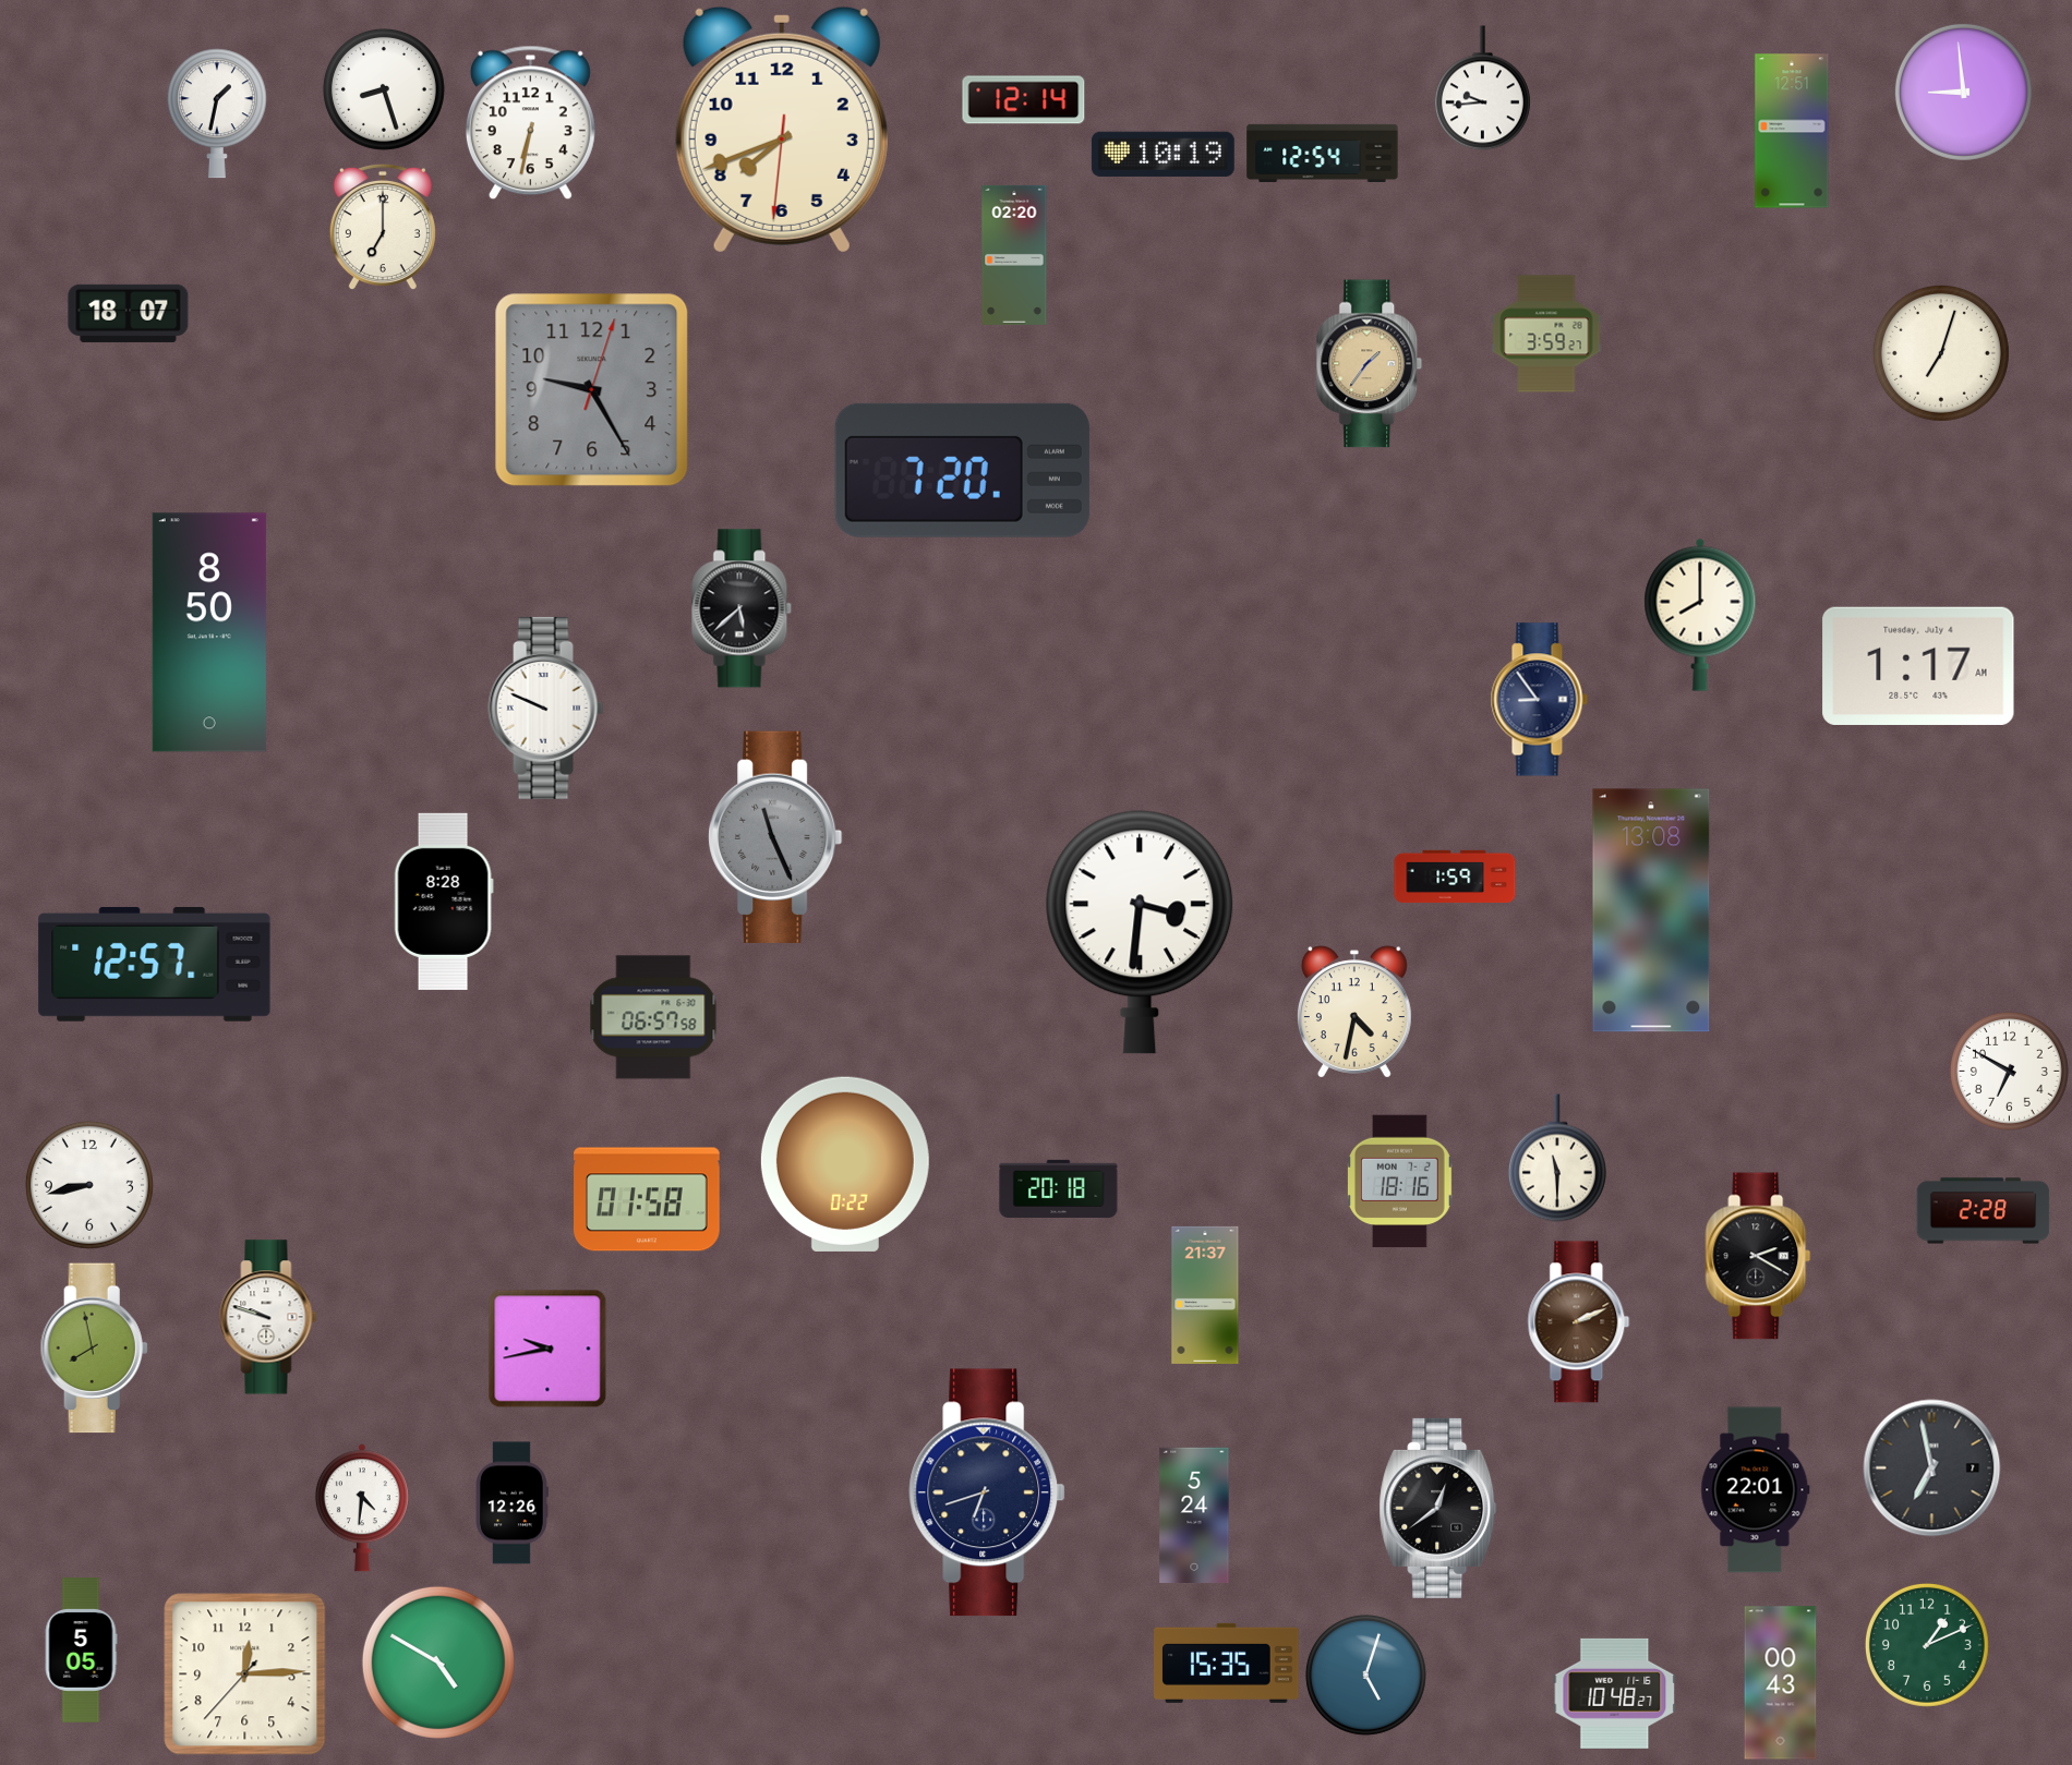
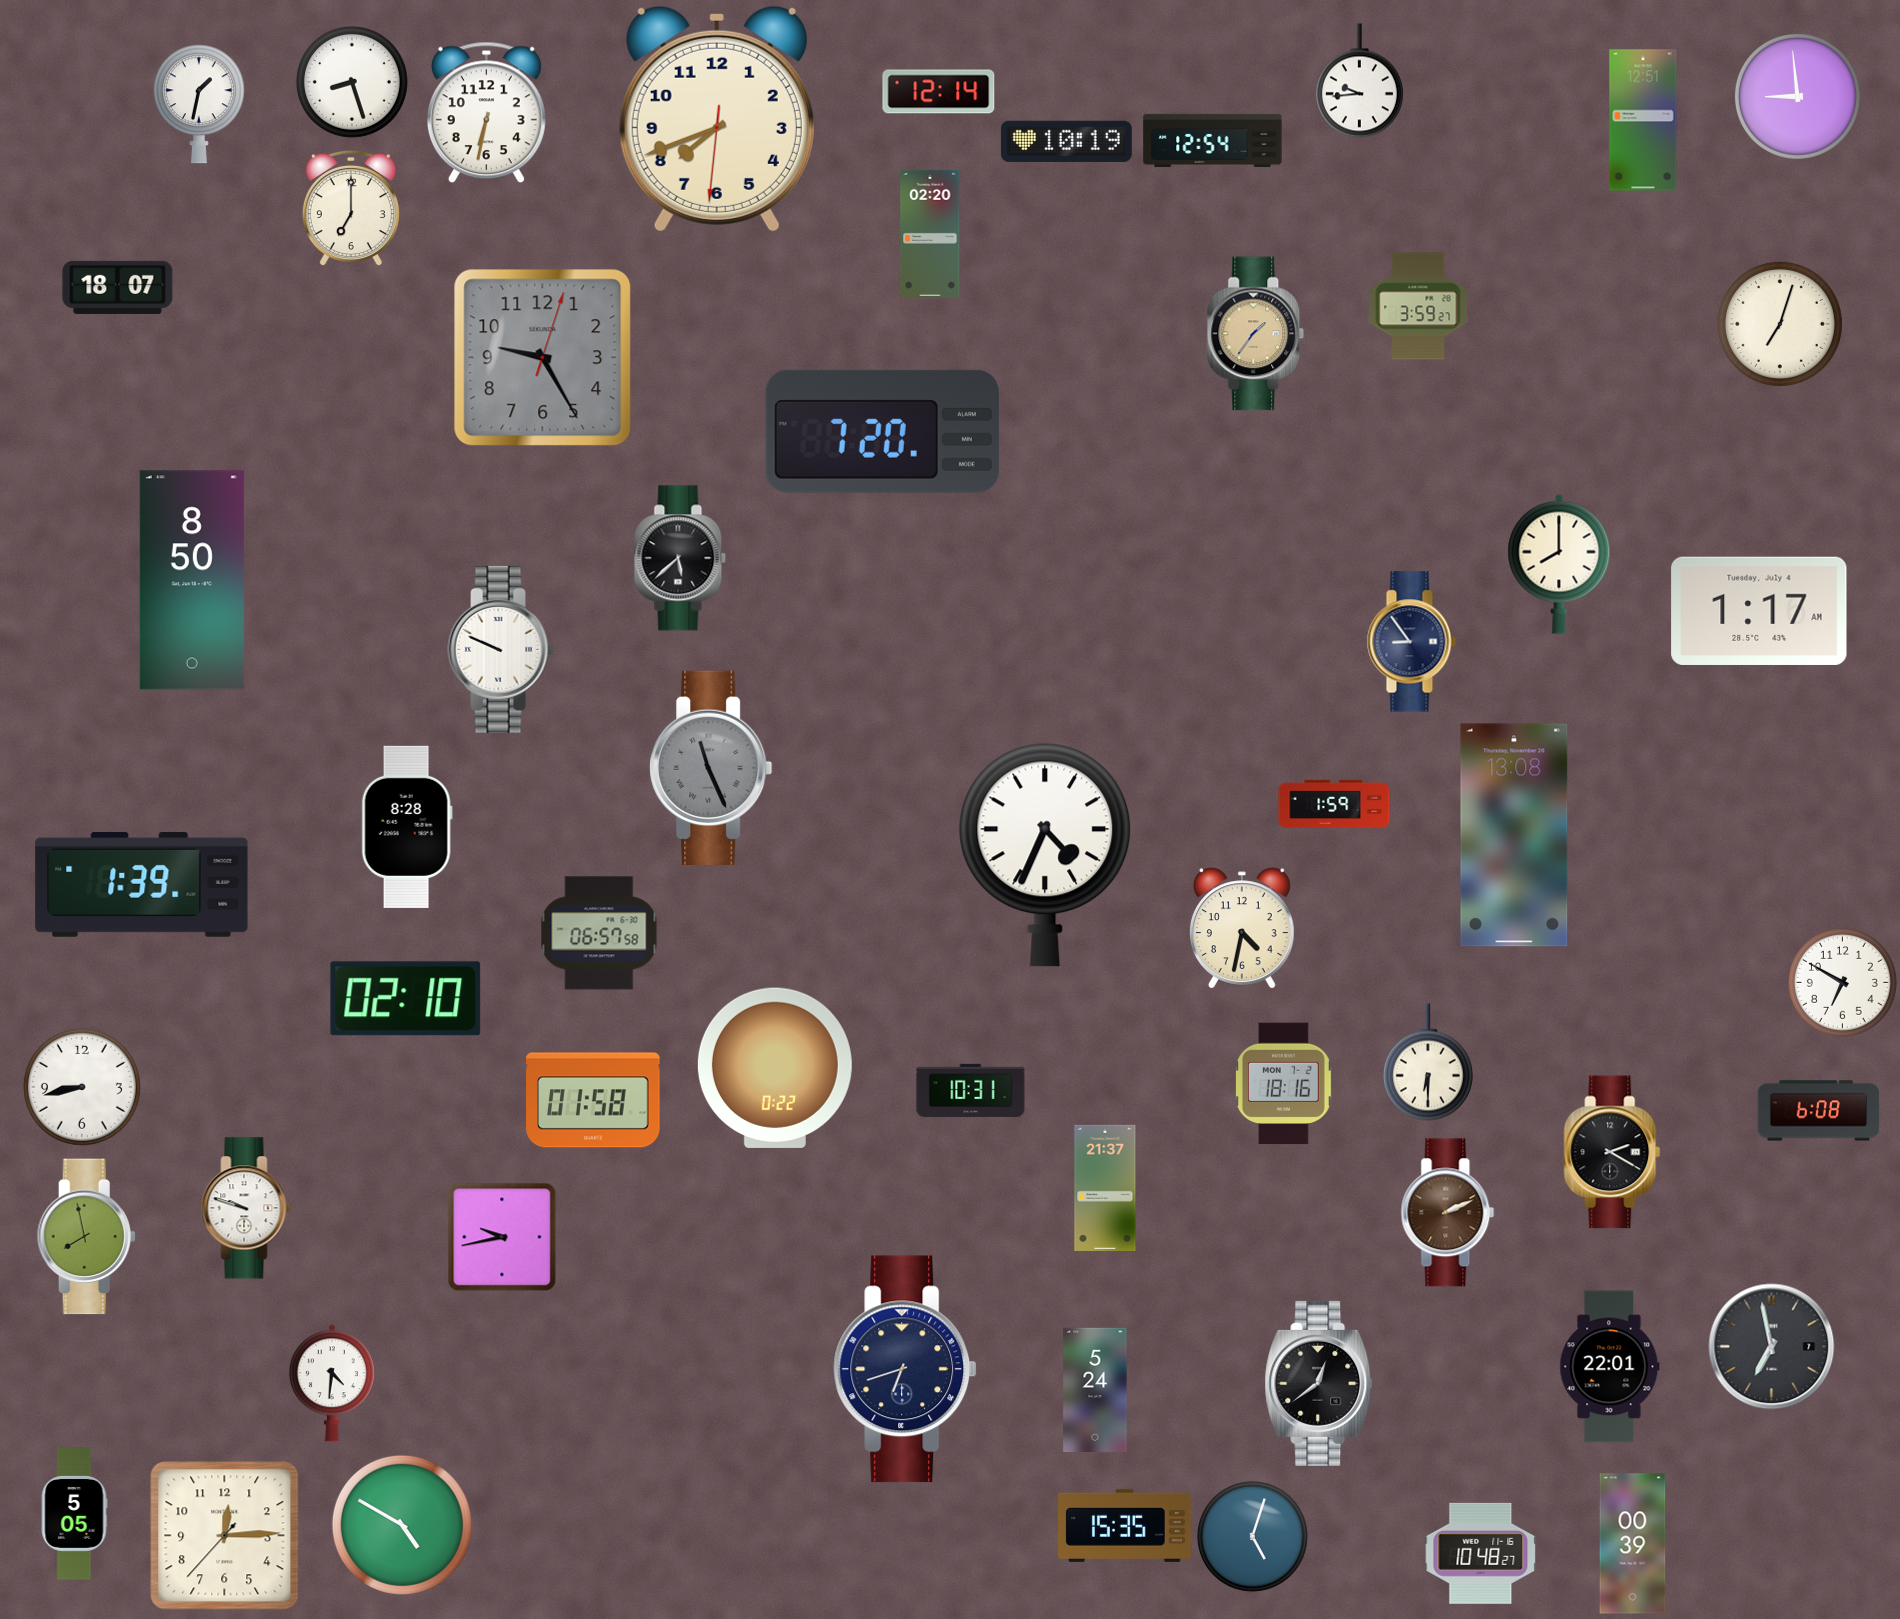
clock at (1963, 92) position: (1963, 92) -> (1797, 96)
clock at (1140, 932): 3:31 -> 4:34
clock at (155, 964): 12:57 -> 1:39
clock at (406, 999): none -> 02:10
clock at (1557, 1158): 11:30 -> 6:30
clock at (1059, 1188): 20:18 -> 10:31
clock at (1984, 1211): 2:28 -> 6:08
clock at (513, 1503): 12:26 -> none
clock at (1927, 1645): 1:11 -> none
clock at (1781, 1683): 00:43 -> 00:39
